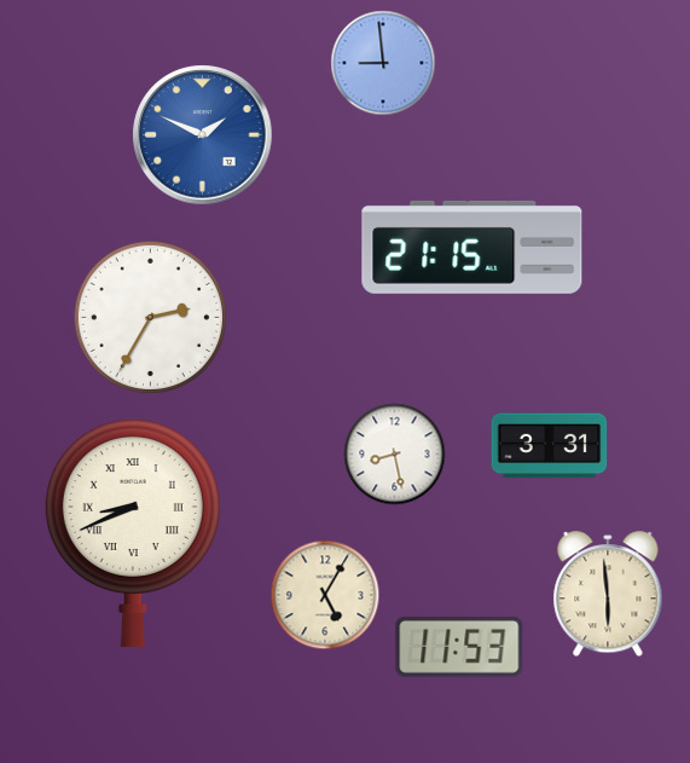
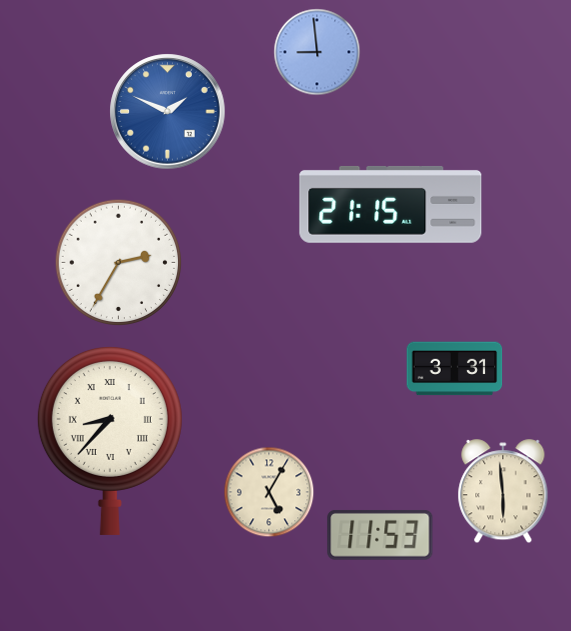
clock at (150, 317) position: (150, 317) -> (118, 262)
clock at (395, 455): 8:28 -> none
clock at (133, 532): 8:41 -> 8:37
